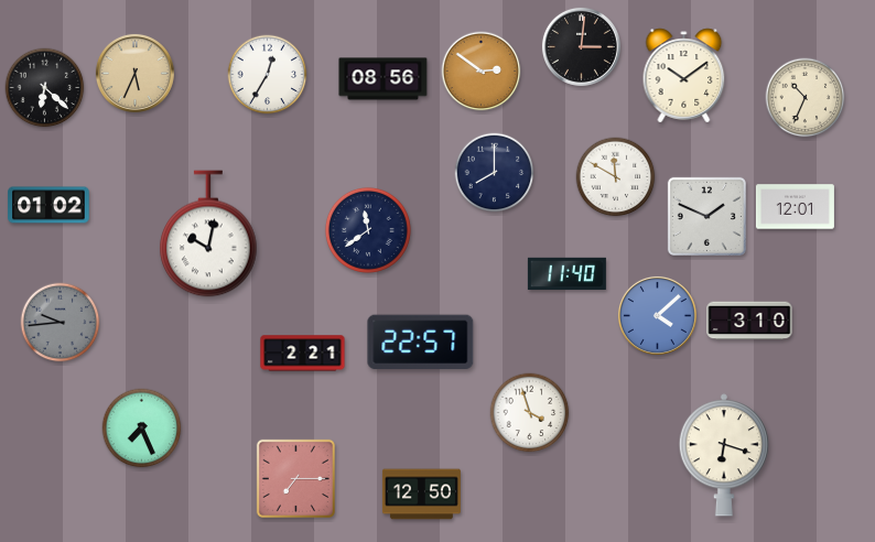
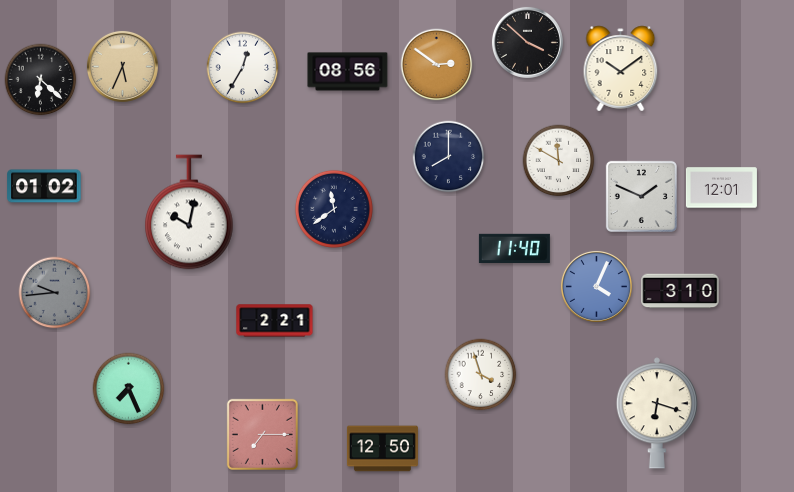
clock at (581, 46): 3:01 -> 3:52
clock at (806, 98): 10:34 -> none
clock at (657, 315): 4:08 -> 4:04
clock at (421, 343): 22:57 -> none
clock at (295, 478) position: (295, 478) -> (262, 434)
